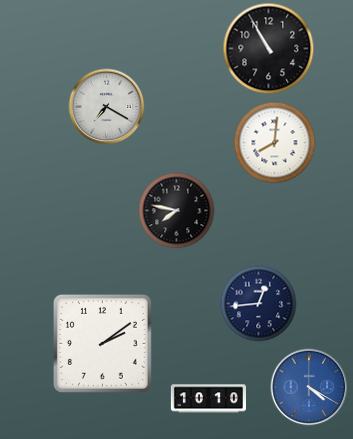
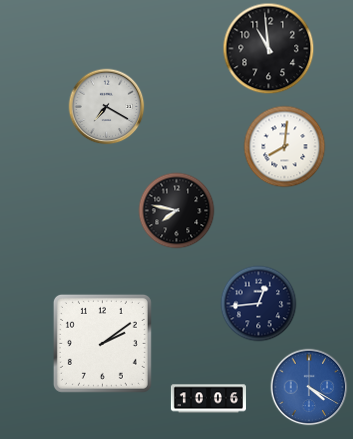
clock at (269, 49): 10:55 -> 10:59
clock at (275, 143) position: (275, 143) -> (285, 147)
clock at (208, 399): 10:10 -> 10:06
